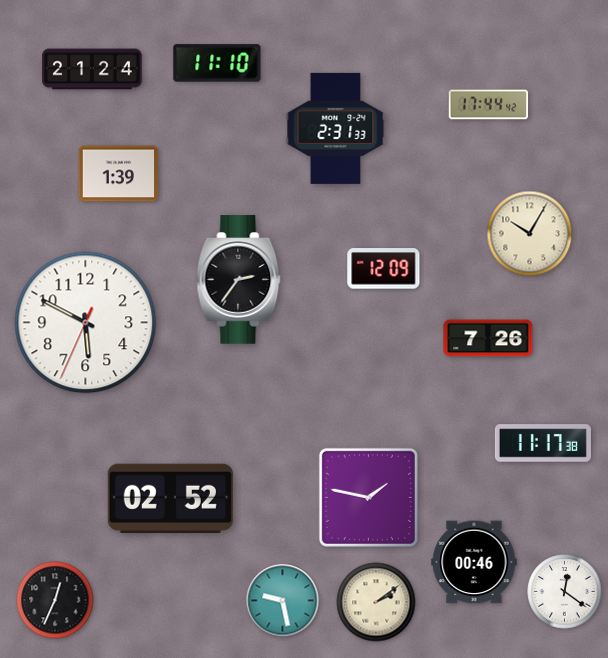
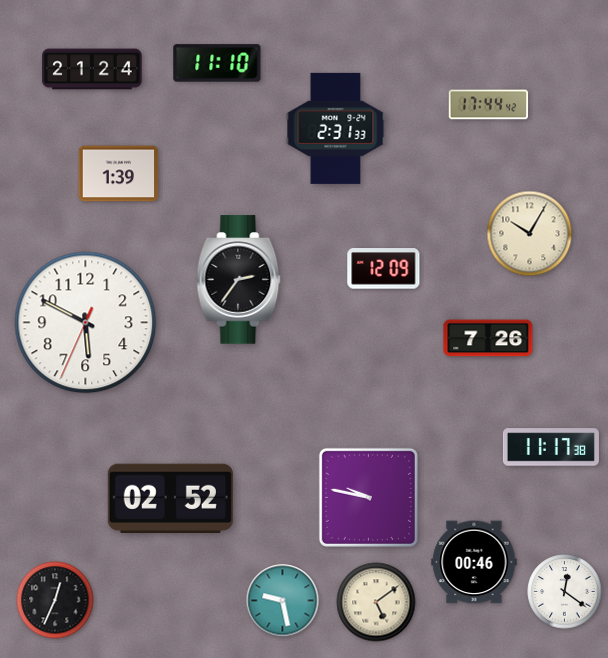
clock at (543, 443) position: (543, 443) -> (551, 447)
clock at (368, 497): 1:47 -> 9:47
clock at (376, 602): 2:09 -> 5:09
